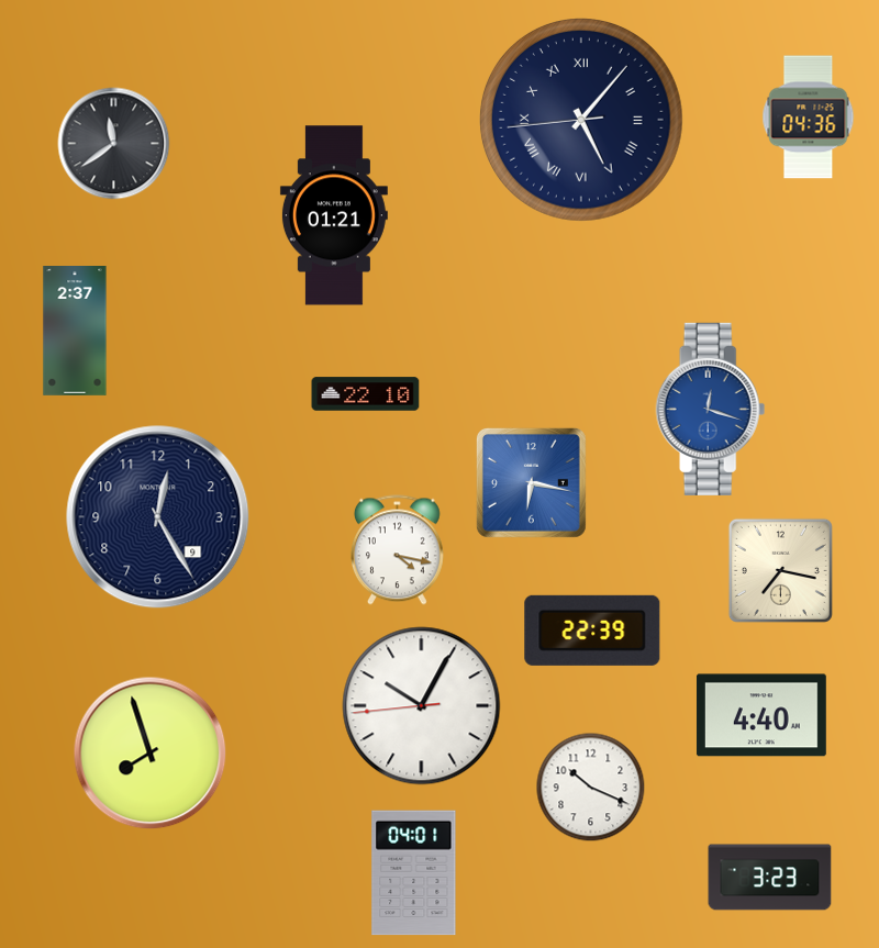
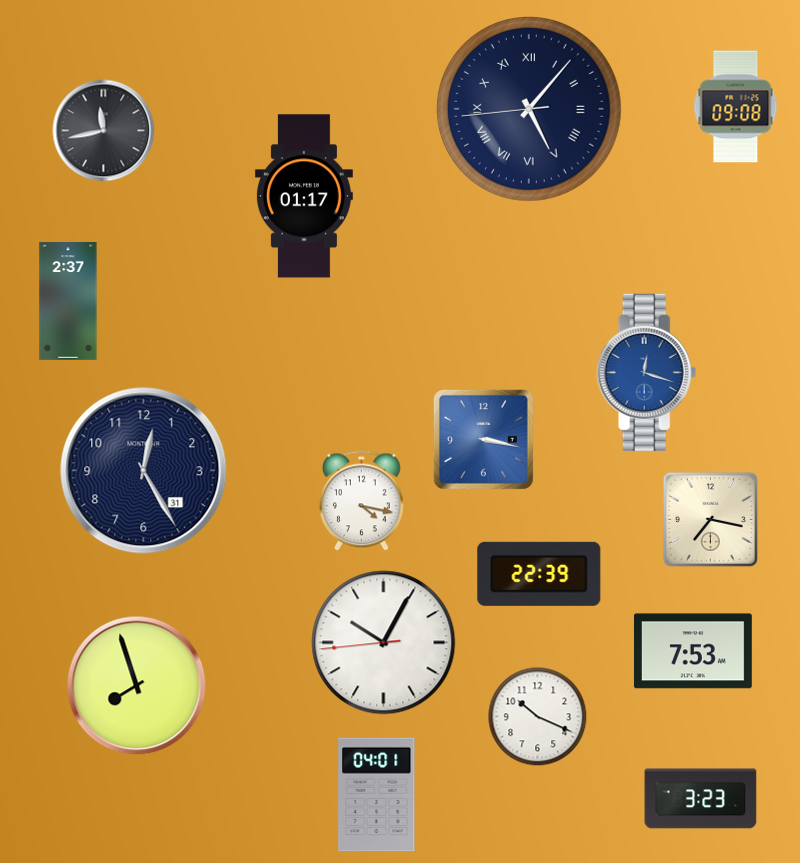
clock at (809, 118): 04:36 -> 09:08
clock at (114, 144): 11:39 -> 11:43
clock at (334, 215): 01:21 -> 01:17
clock at (366, 394): 22:10 -> none
clock at (531, 482): 6:17 -> 3:17
clock at (158, 517) date: 9 -> 31
clock at (761, 715): 4:40 -> 7:53
